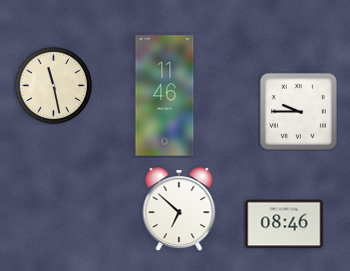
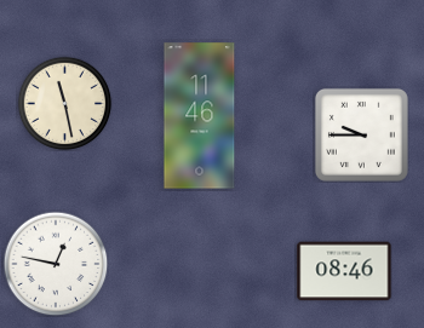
clock at (179, 209): 6:52 -> none
clock at (56, 264): none -> 12:47
